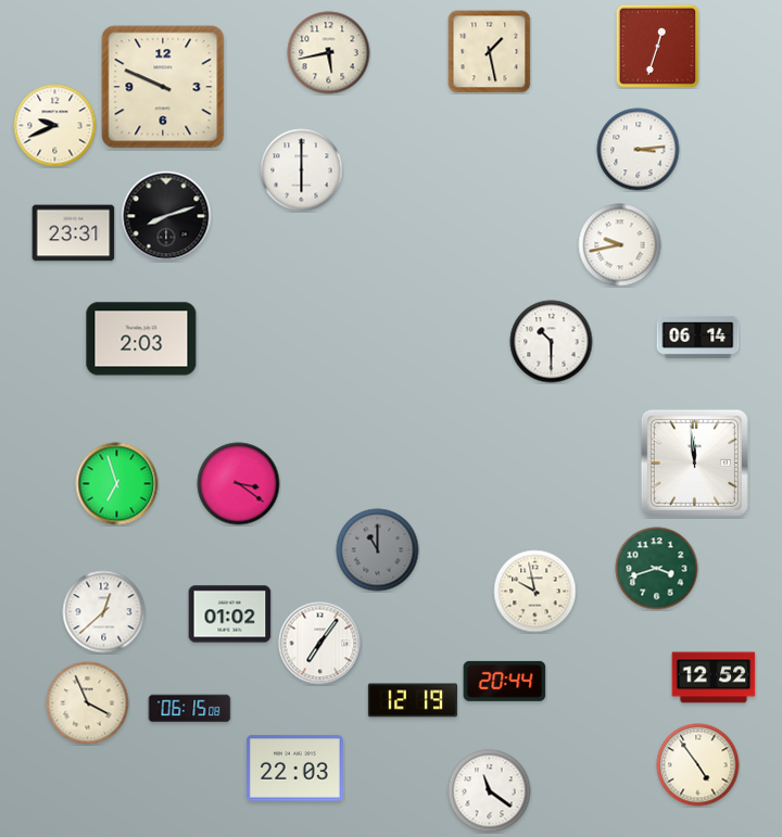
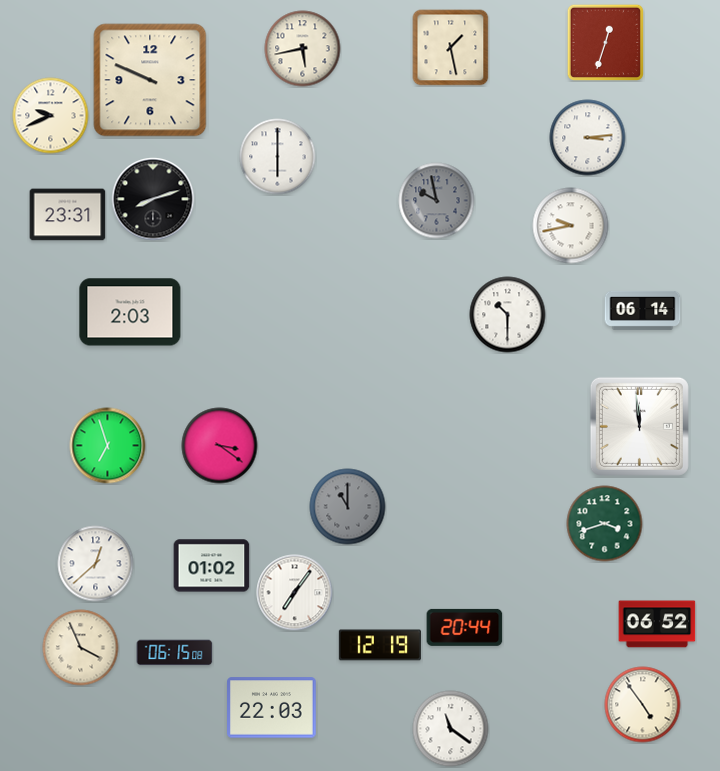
clock at (437, 201): none -> 9:58
clock at (535, 592): 9:58 -> none
clock at (714, 677): 12:52 -> 06:52
